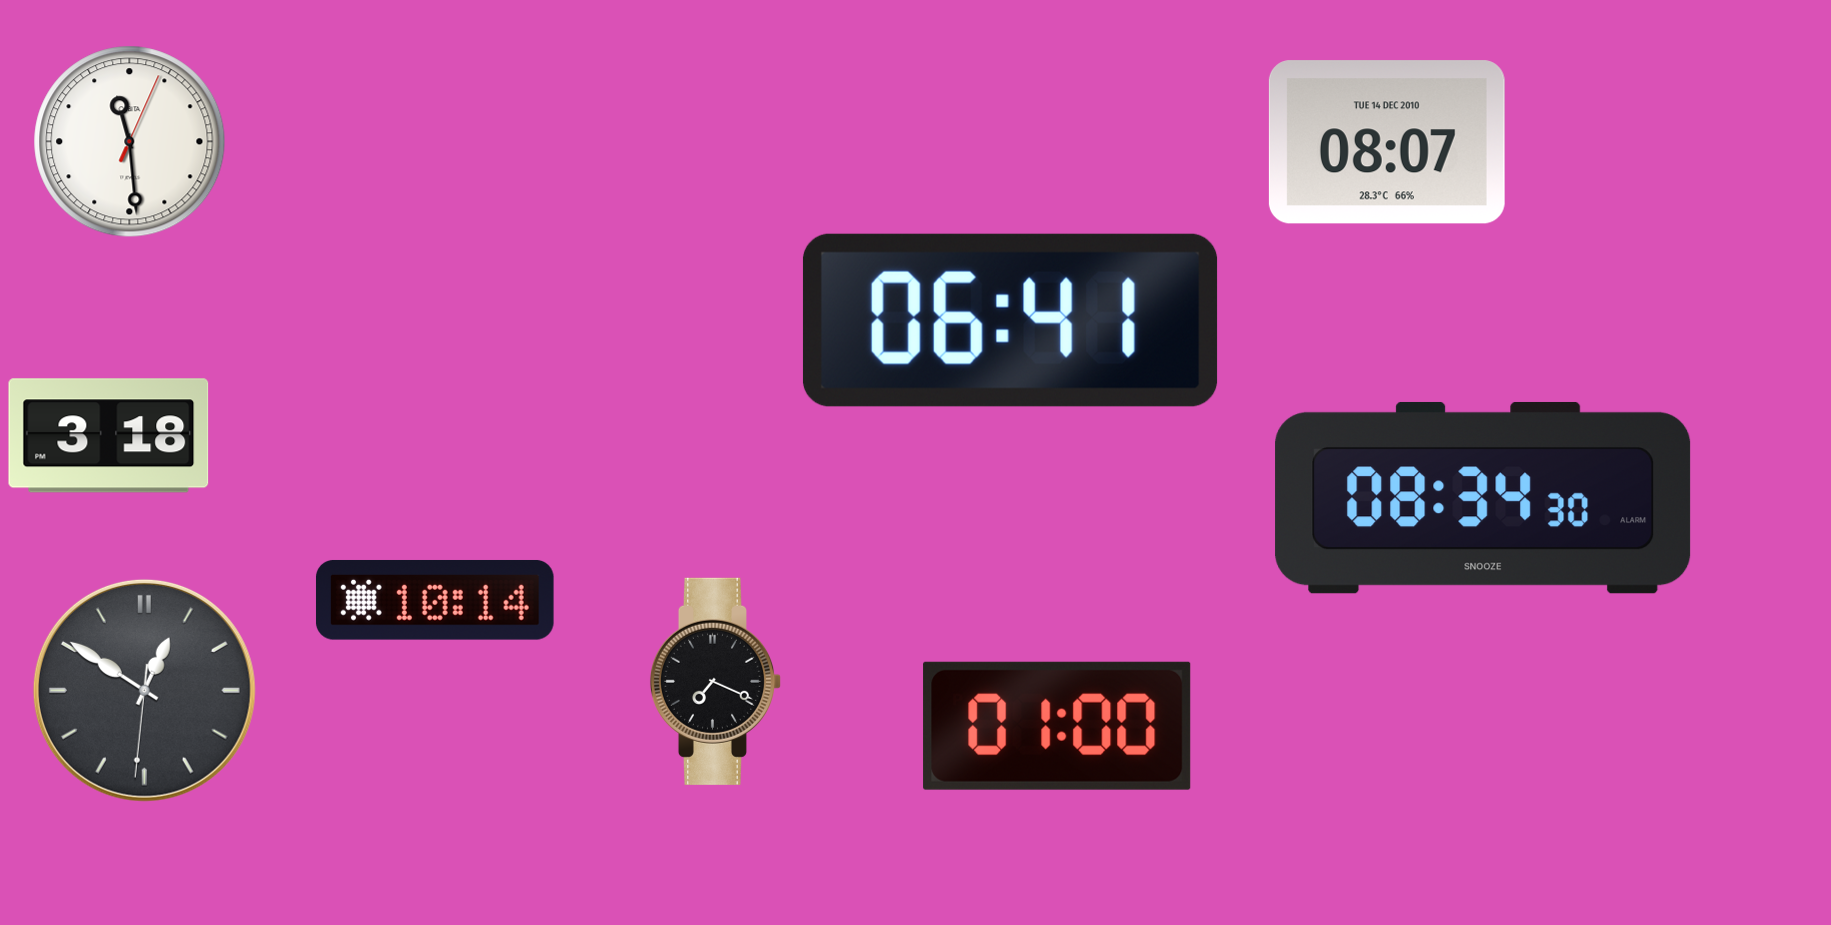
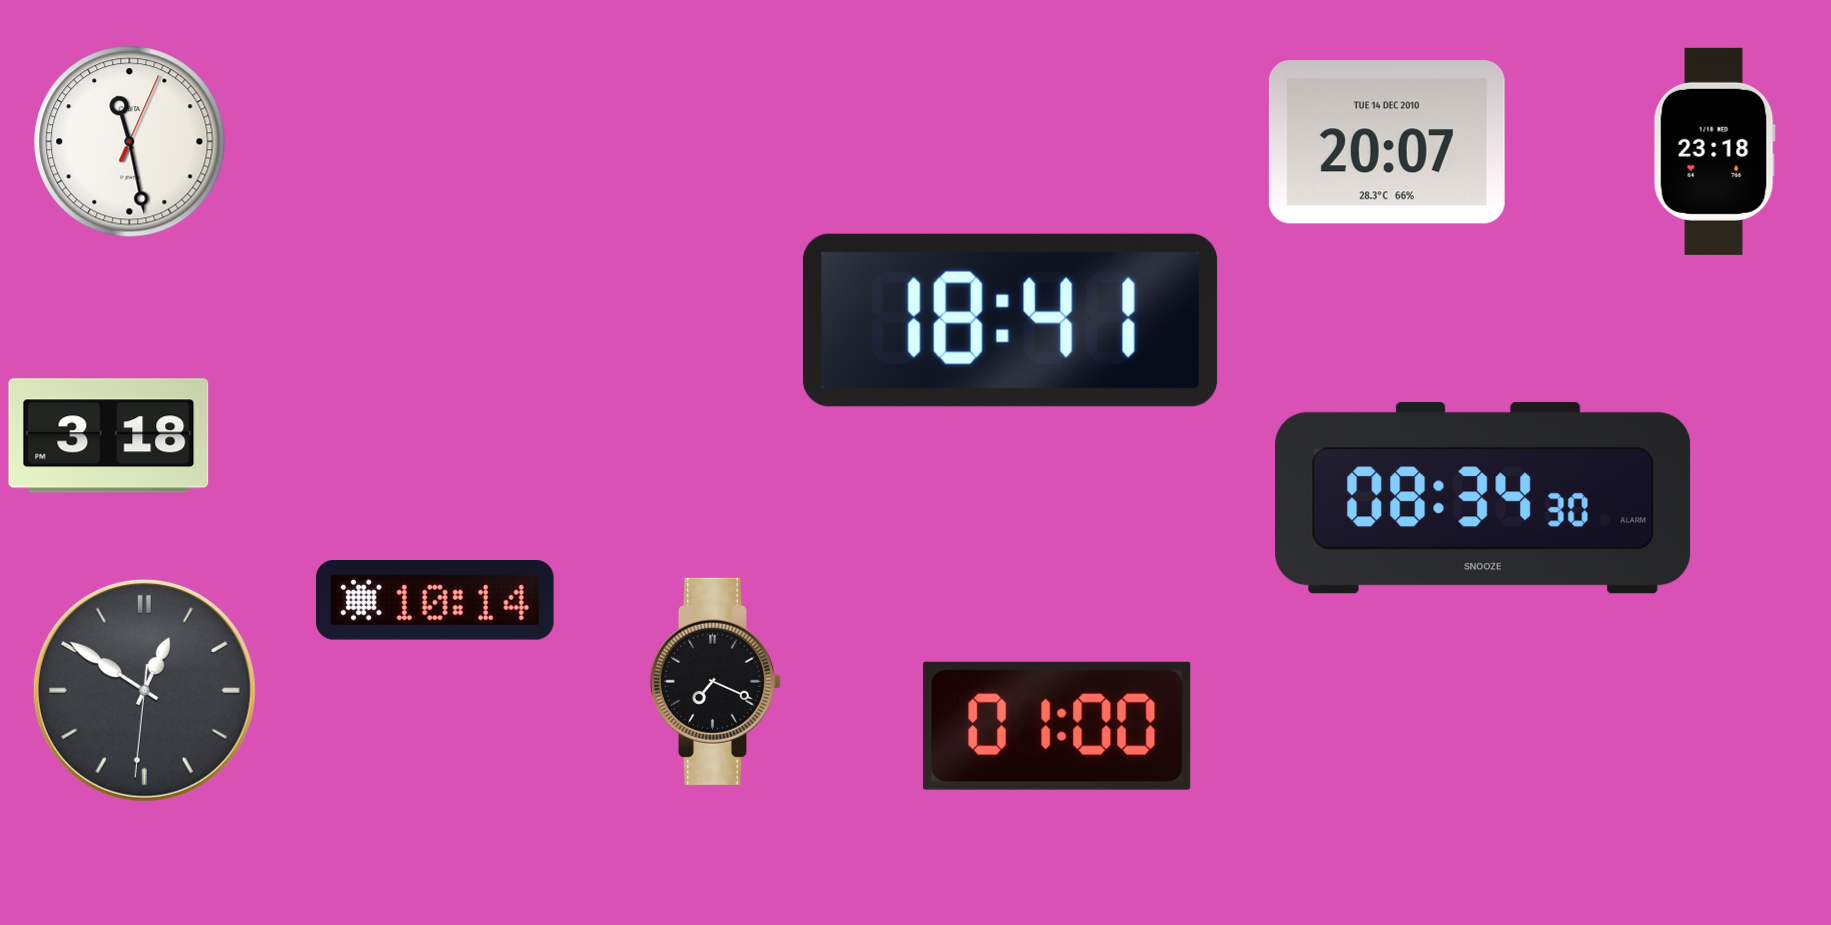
clock at (130, 142): 11:29 -> 11:28
clock at (1387, 142): 08:07 -> 20:07
clock at (1714, 151): none -> 23:18
clock at (1010, 320): 06:41 -> 18:41
